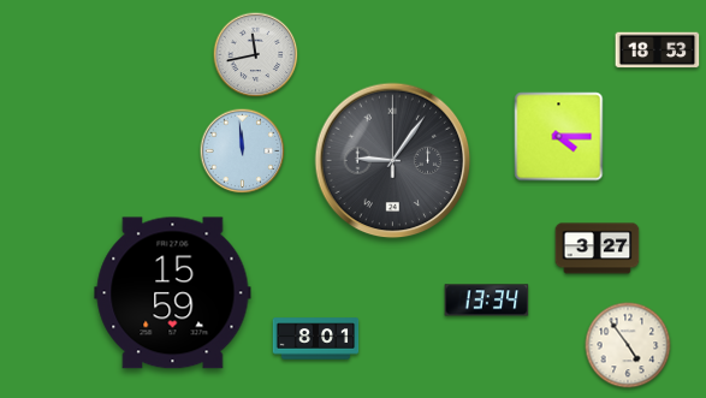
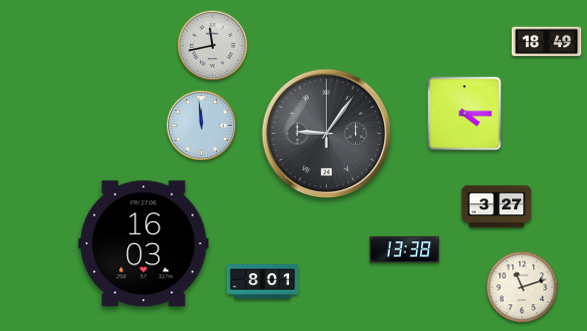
clock at (658, 51): 18:53 -> 18:49
clock at (173, 293): 15:59 -> 16:03
clock at (487, 301): 13:34 -> 13:38
clock at (628, 345): 4:54 -> 11:12
